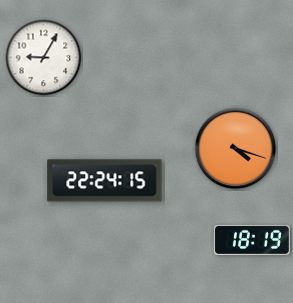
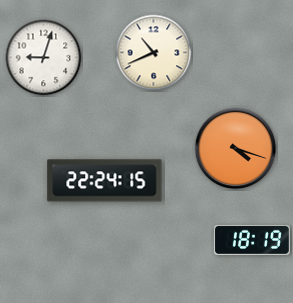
clock at (154, 53): none -> 10:41
clock at (44, 58): 9:05 -> 9:03
